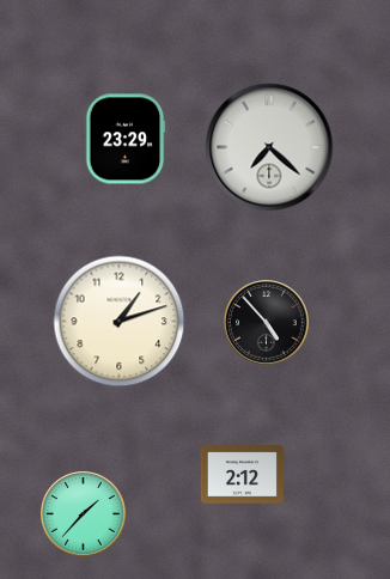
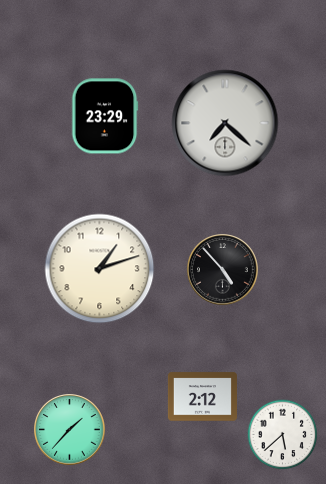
clock at (283, 435): none -> 5:38
